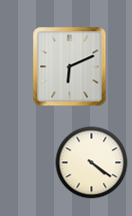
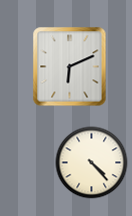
clock at (92, 163): 4:21 -> 4:23
